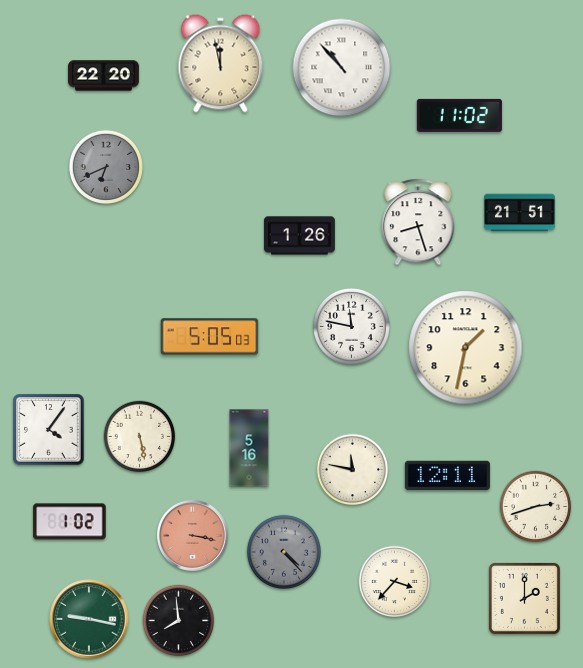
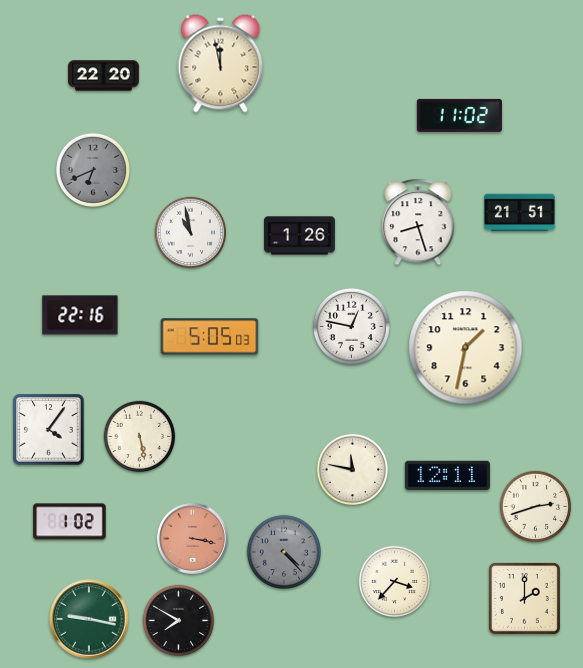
clock at (342, 68): 10:53 -> none
clock at (105, 166) position: (105, 166) -> (92, 169)
clock at (191, 233): none -> 10:58
clock at (80, 315): none -> 22:16
clock at (351, 326): 11:47 -> 12:47
clock at (249, 448): 5:16 -> none
clock at (192, 535) position: (192, 535) -> (192, 538)
clock at (179, 621): 7:59 -> 7:50
